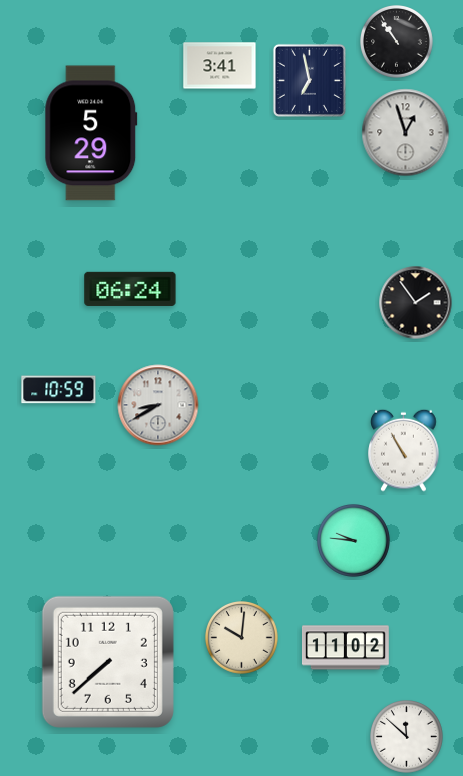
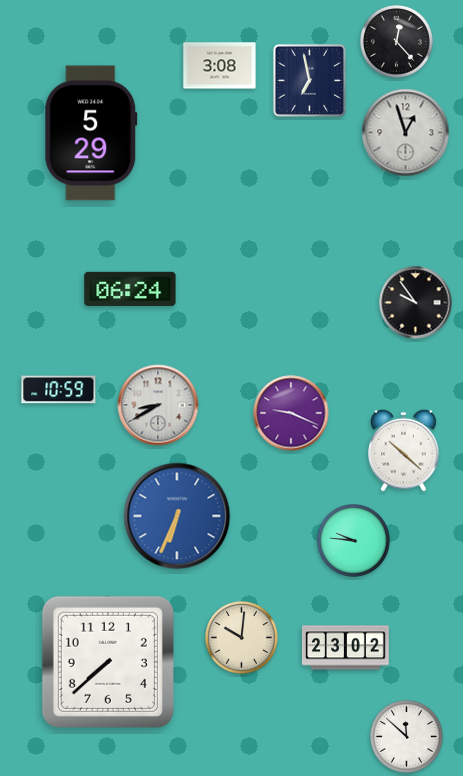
clock at (397, 42): 10:54 -> 12:23
clock at (220, 66): 3:41 -> 3:08
clock at (416, 303): 1:54 -> 9:54
clock at (291, 413): none -> 9:19
clock at (404, 450): 10:55 -> 10:22
clock at (177, 516): none -> 6:34
clock at (345, 648): 11:02 -> 23:02
